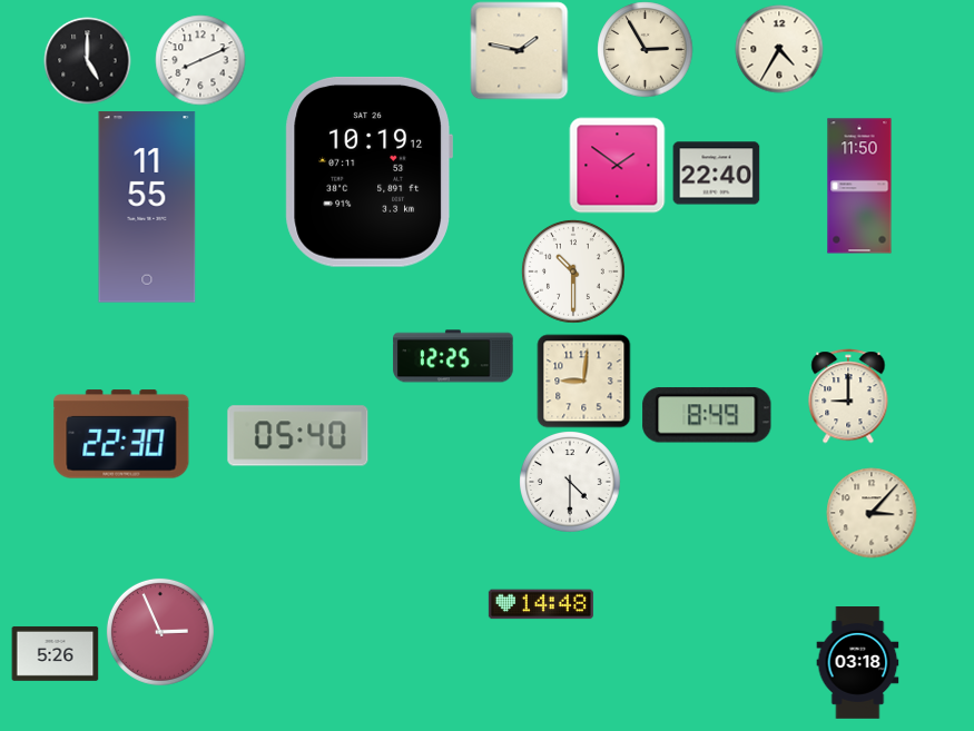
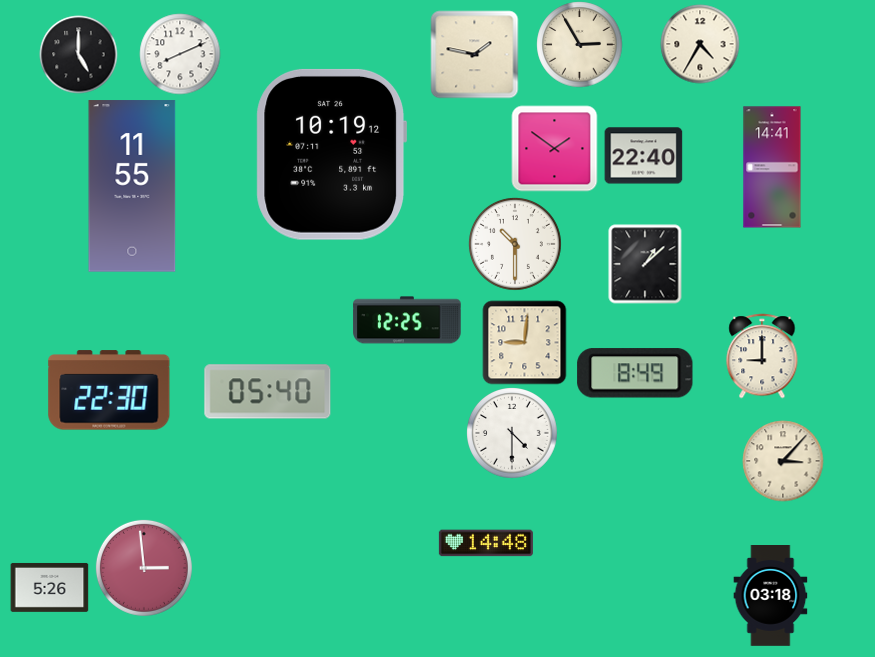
clock at (519, 50) position: (519, 50) -> (474, 54)
clock at (859, 186): 11:50 -> 14:41
clock at (645, 264): none -> 1:08
clock at (160, 632): 2:56 -> 2:59
